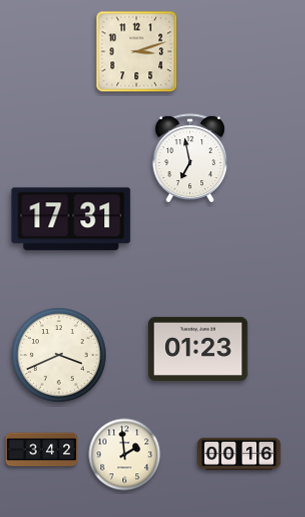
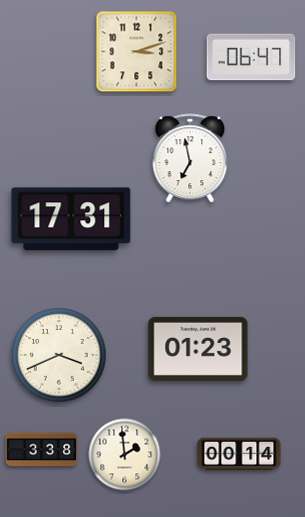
clock at (251, 57): none -> 06:47
clock at (42, 450): 3:42 -> 3:38
clock at (239, 454): 00:16 -> 00:14
